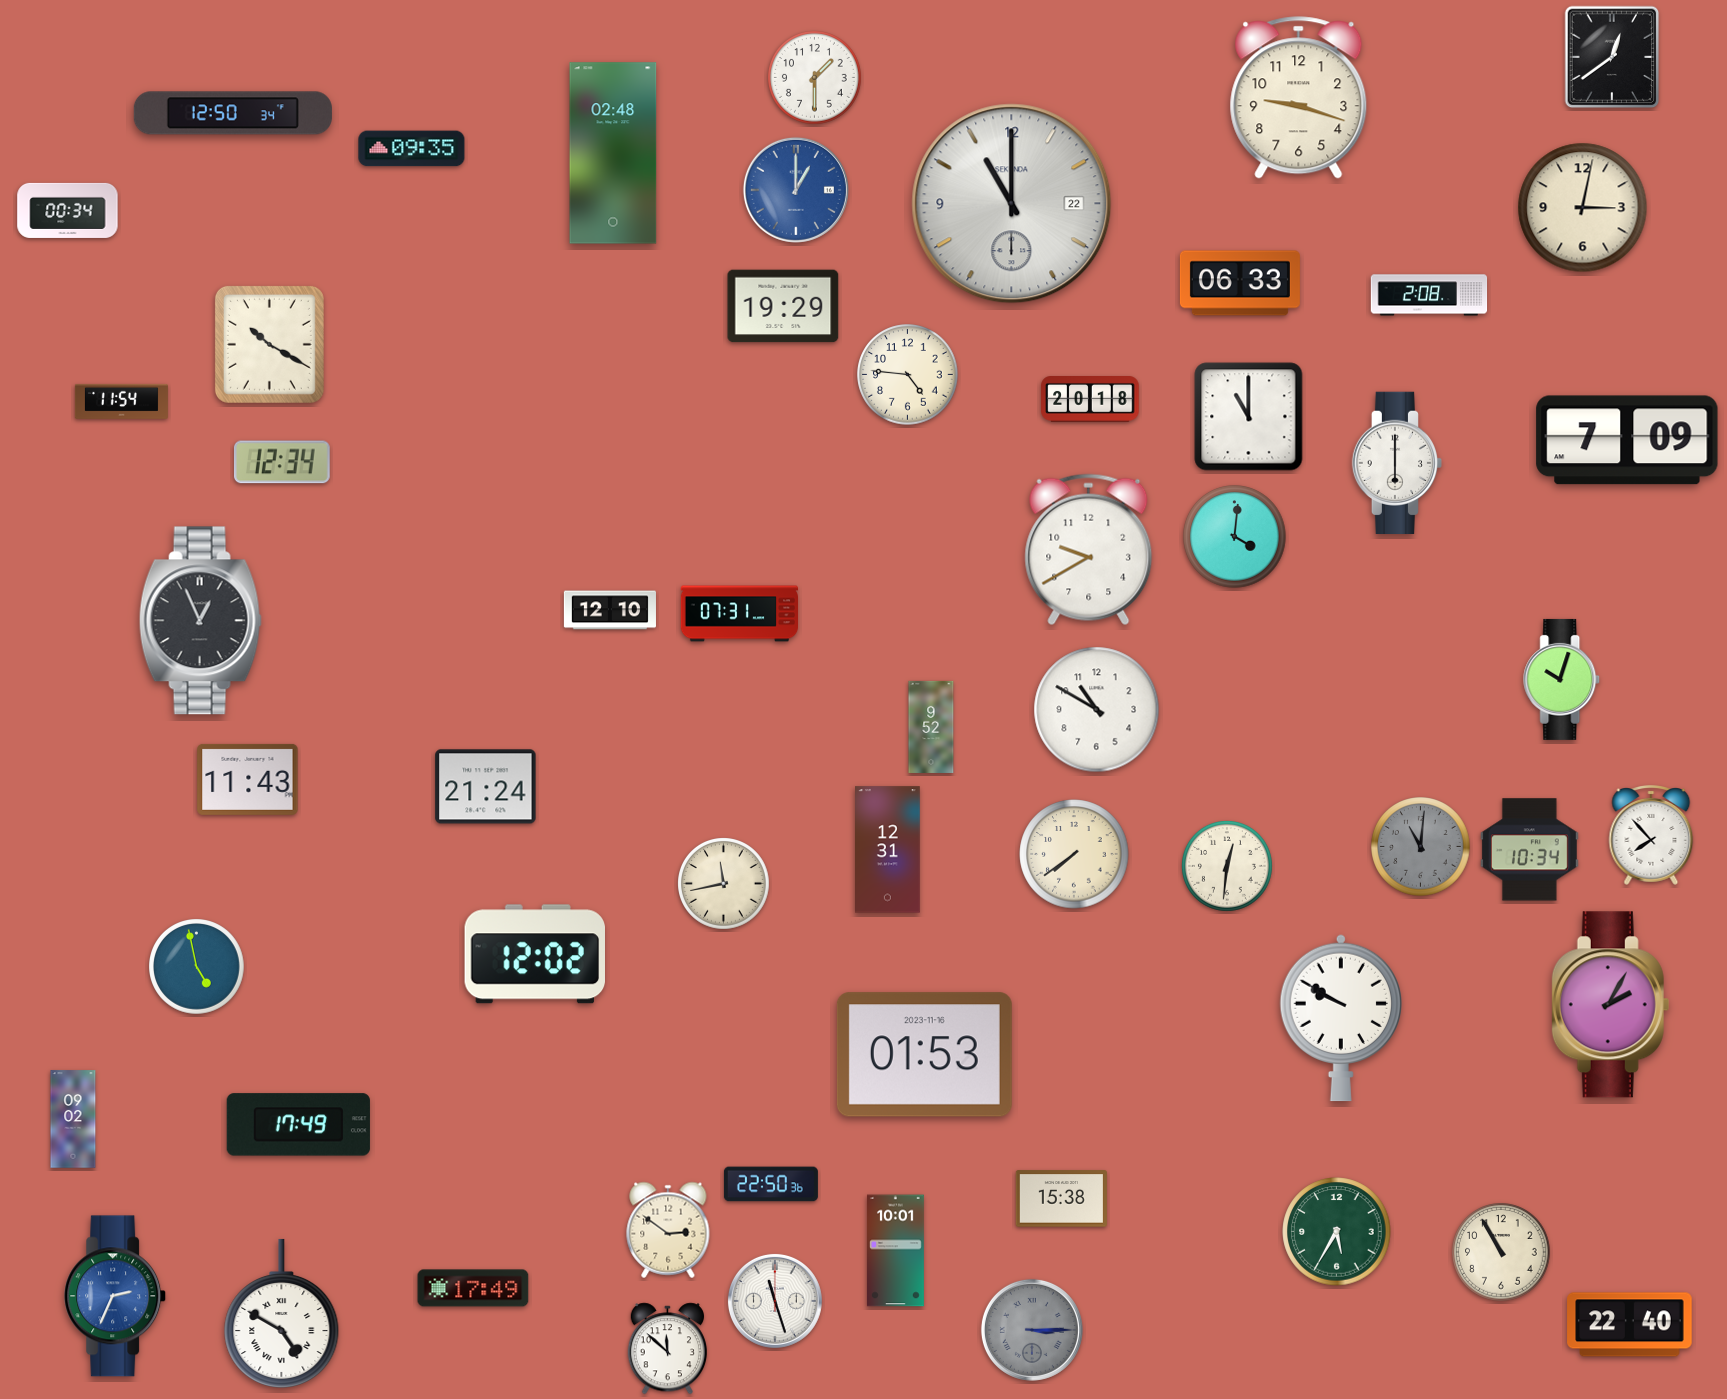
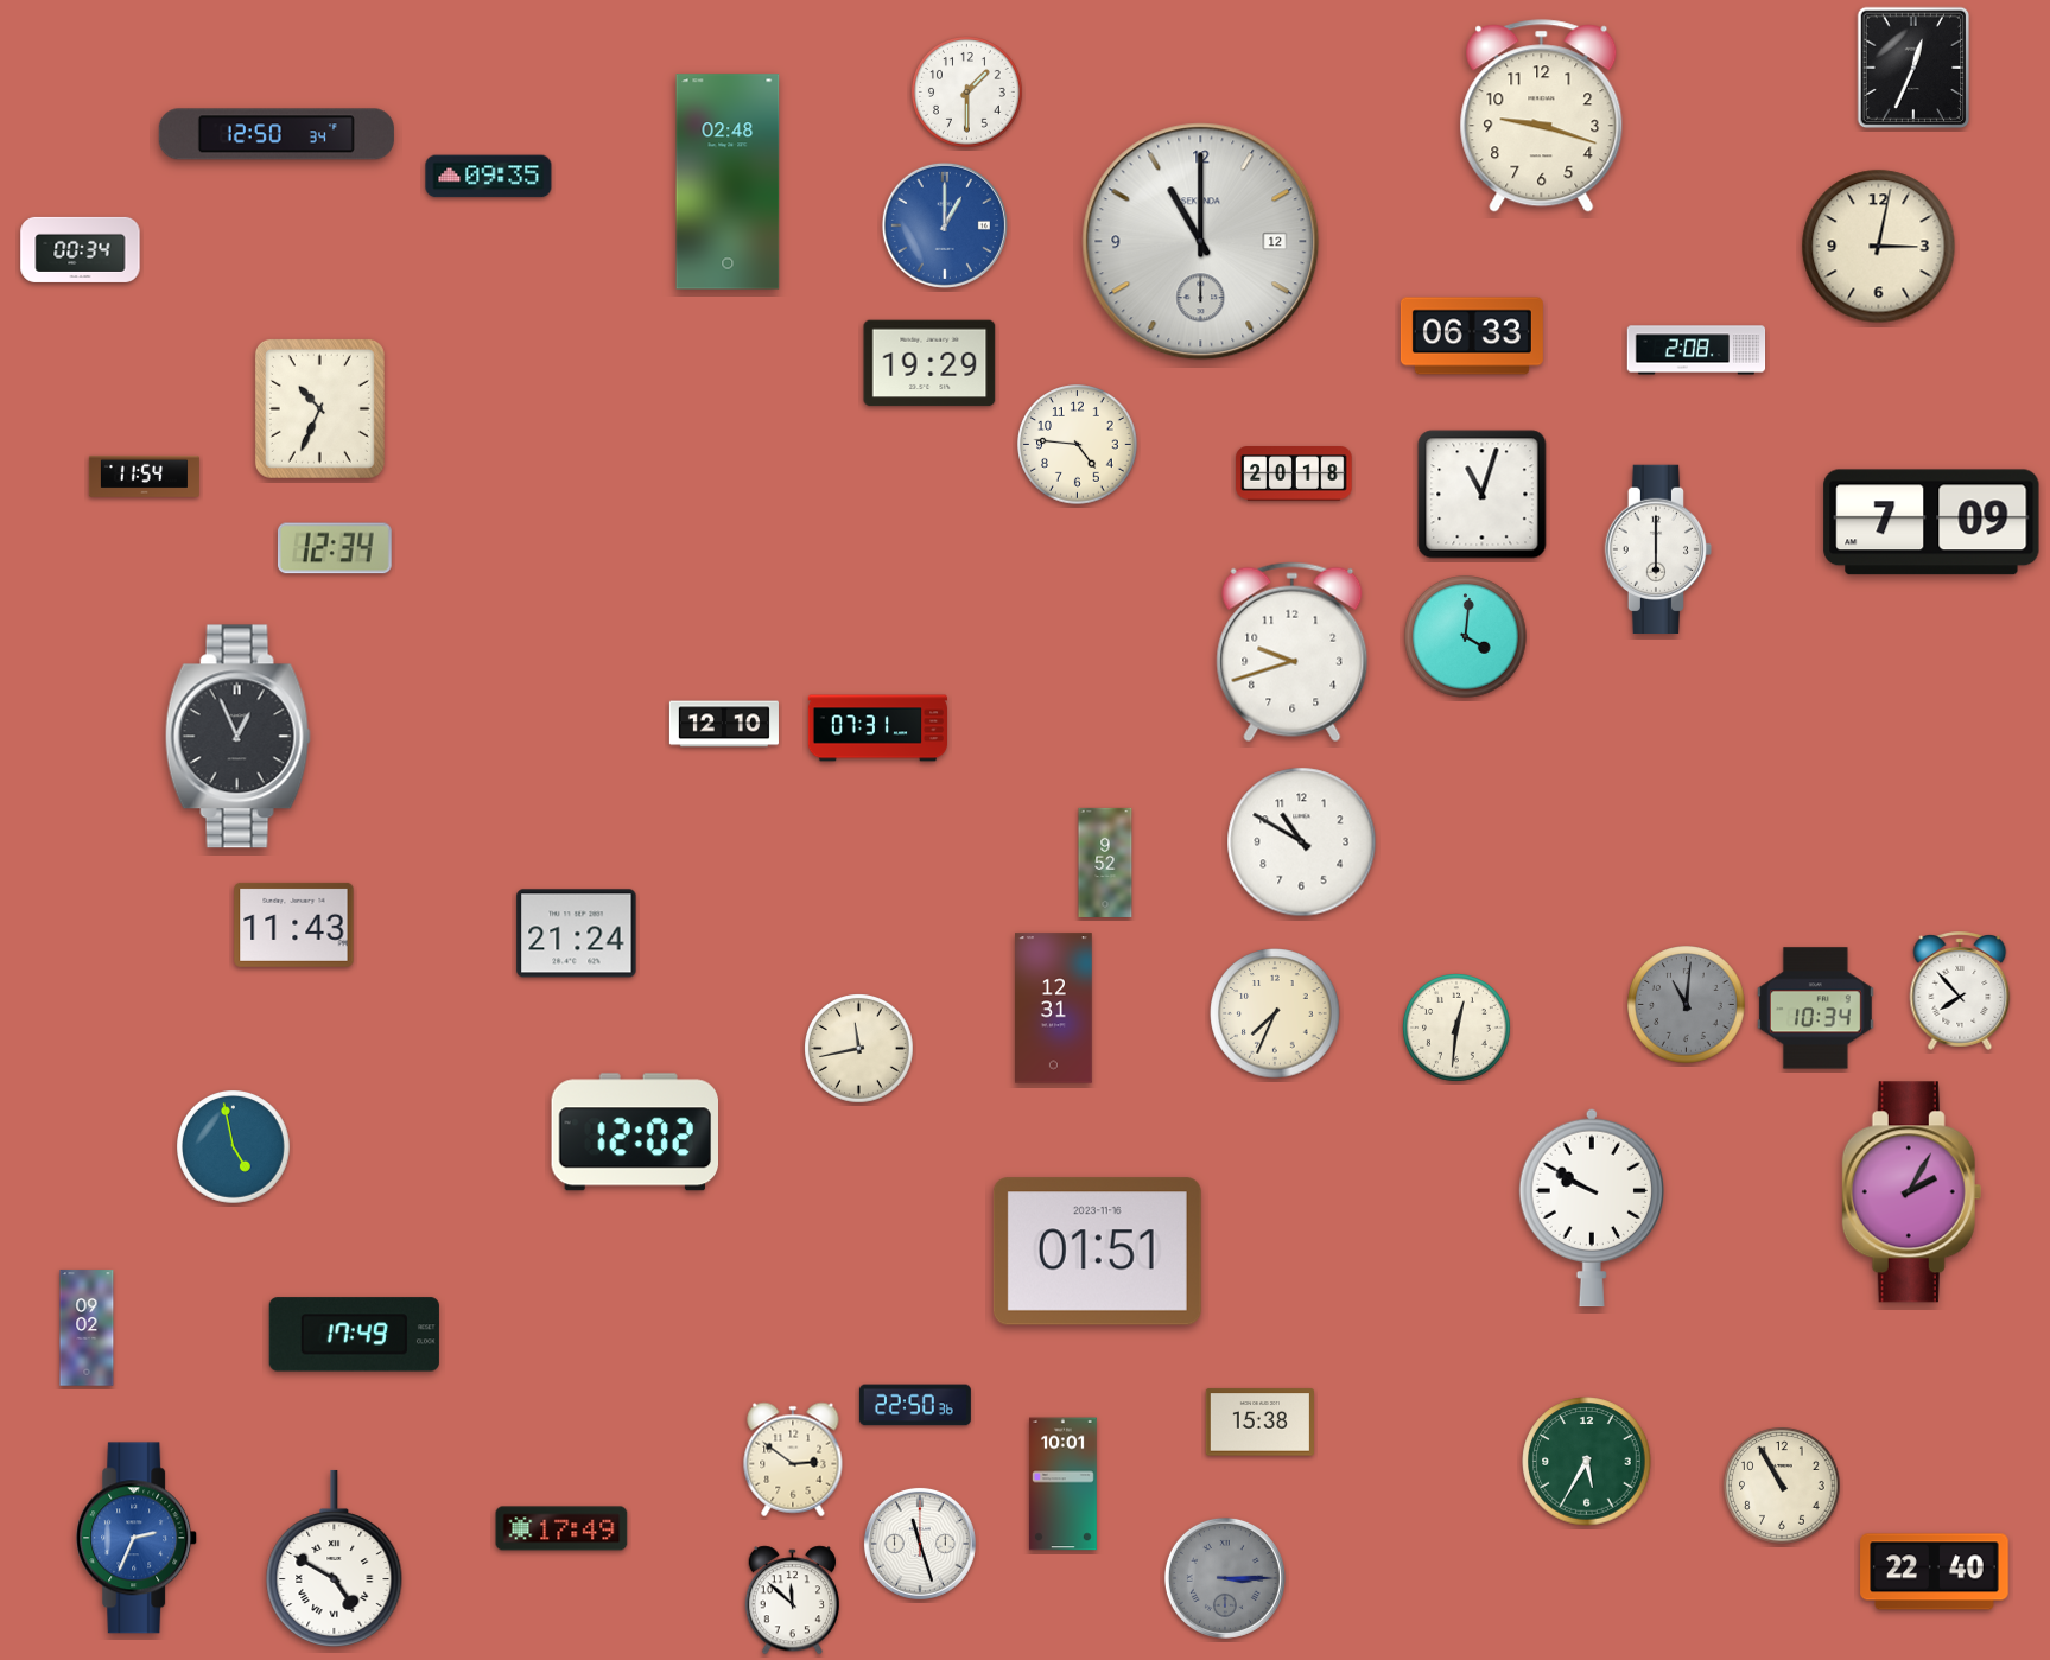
clock at (1612, 57): 12:39 -> 12:34
clock at (1012, 204) date: 22 -> 12
clock at (269, 344): 10:20 -> 10:34
clock at (1249, 417): 11:00 -> 11:03
clock at (1089, 550): 9:40 -> 9:42
clock at (1562, 679): 10:03 -> none
clock at (1074, 854): 7:39 -> 7:34
clock at (924, 1055): 01:53 -> 01:51
